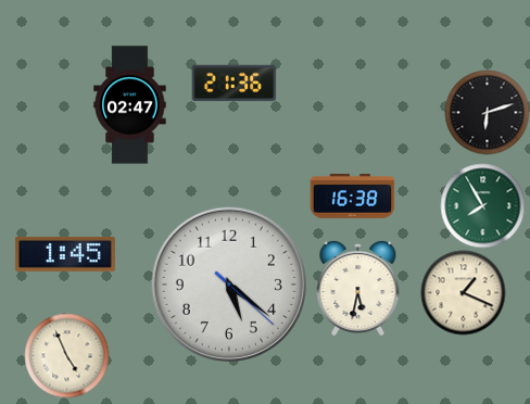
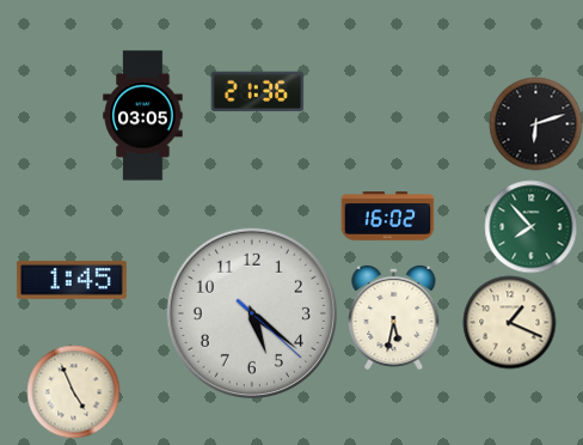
clock at (130, 105): 02:47 -> 03:05
clock at (352, 197): 16:38 -> 16:02
clock at (482, 205): 7:55 -> 7:53
